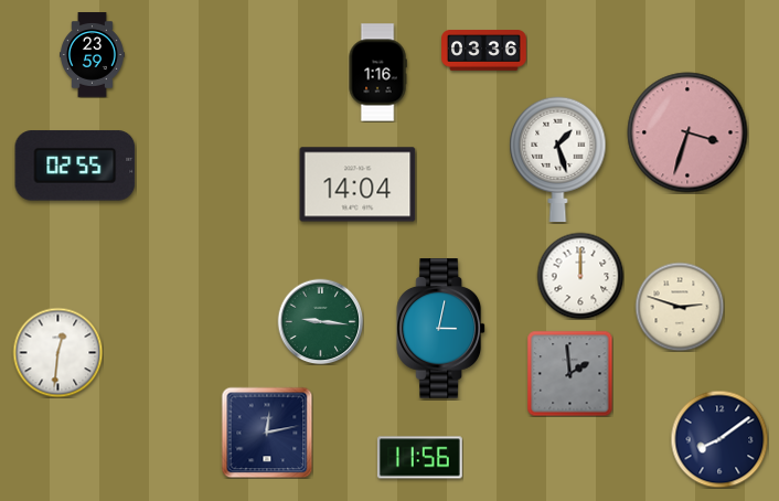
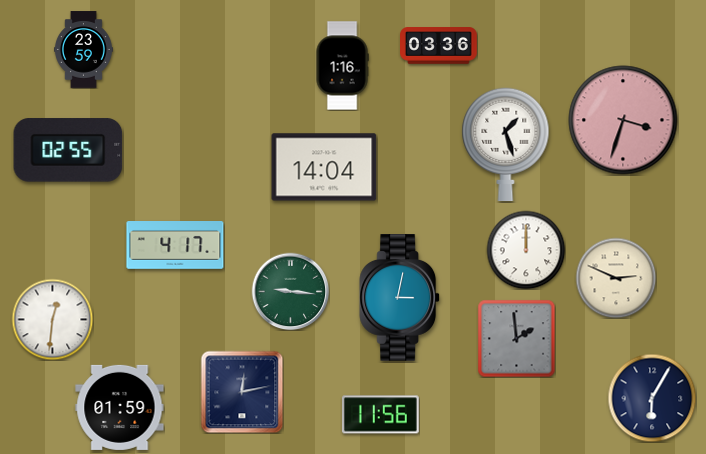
clock at (175, 246): none -> 4:17
clock at (680, 307): 2:48 -> 2:49
clock at (719, 439): 8:09 -> 6:05
clock at (120, 407): none -> 01:59
